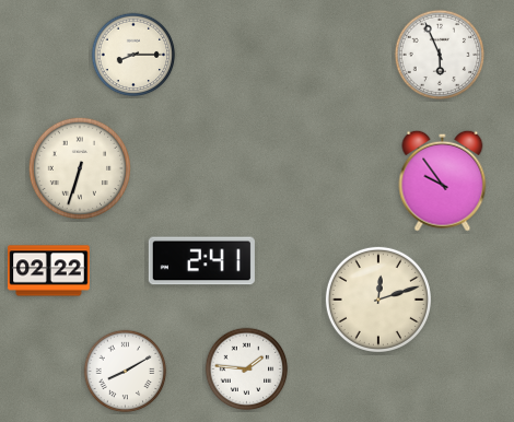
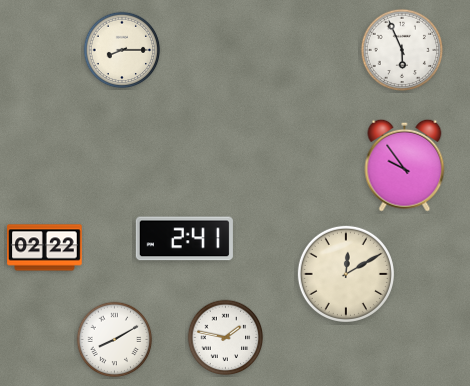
clock at (79, 167): 6:33 -> none
clock at (378, 300): 12:12 -> 12:10
clock at (247, 370): 1:46 -> 1:47
